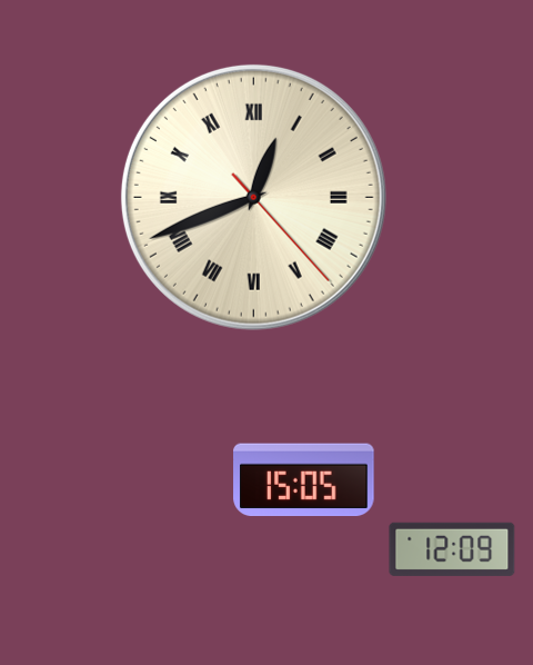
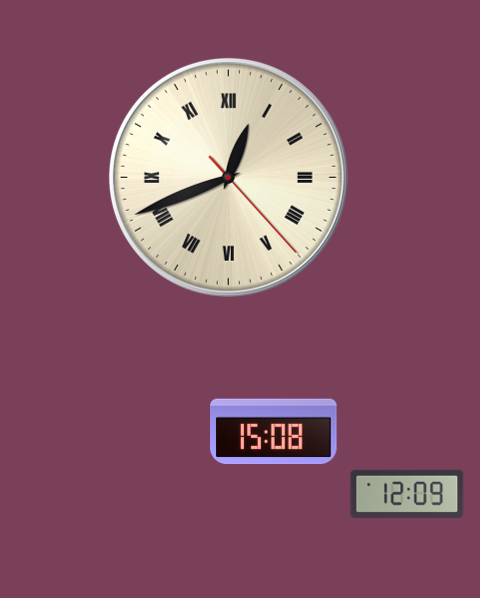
clock at (304, 480): 15:05 -> 15:08
